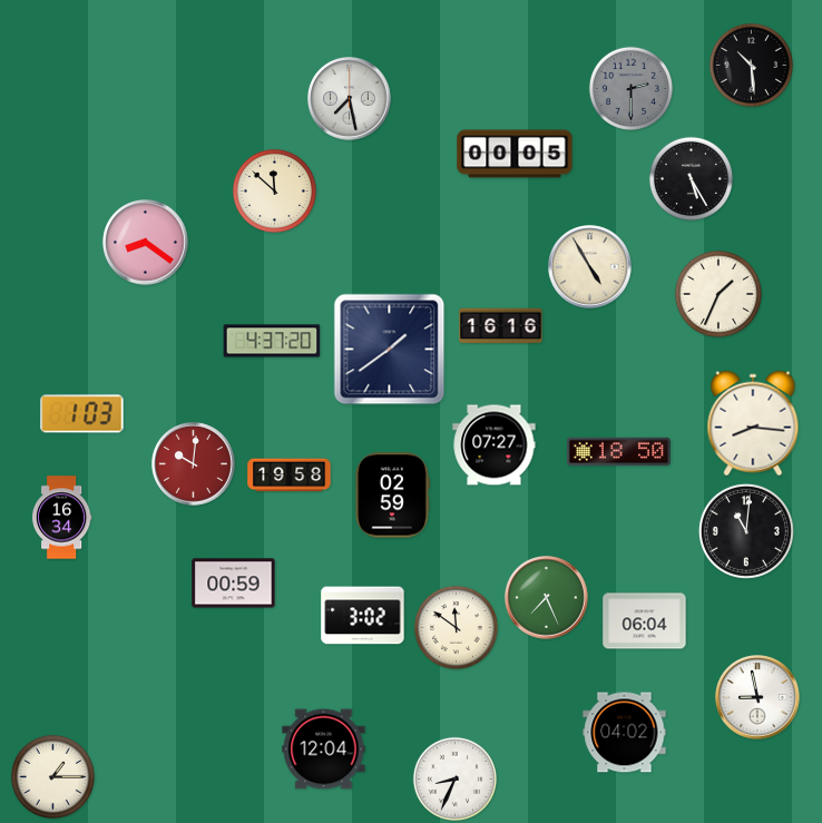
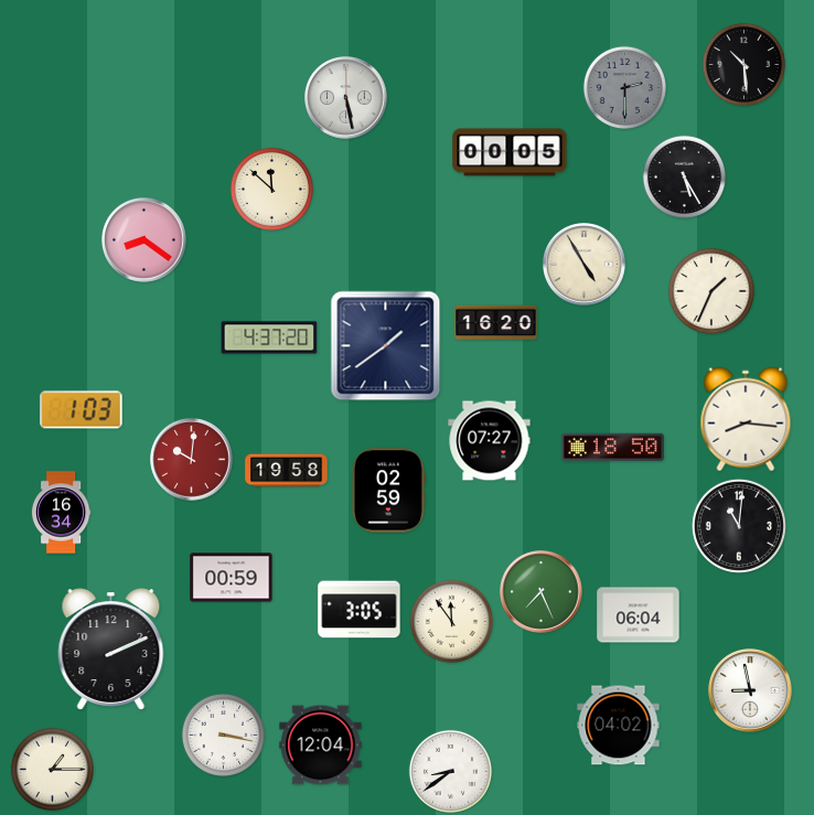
clock at (350, 99): 7:28 -> 5:28
clock at (501, 326): 16:16 -> 16:20
clock at (363, 616): 3:02 -> 3:05
clock at (456, 627): 11:51 -> 11:54
clock at (111, 650): none -> 2:11
clock at (223, 734): none -> 3:17
clock at (324, 749) position: (324, 749) -> (321, 746)
clock at (454, 778): 8:34 -> 8:39
